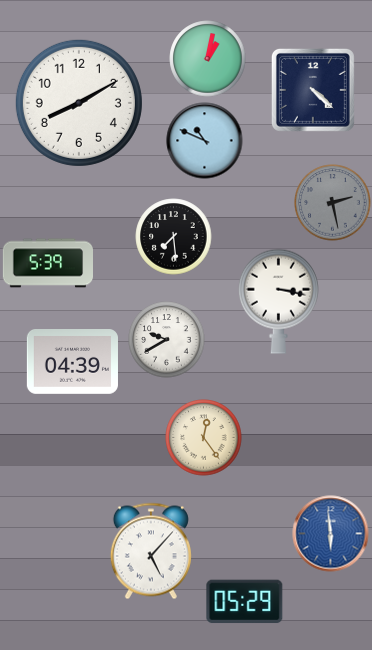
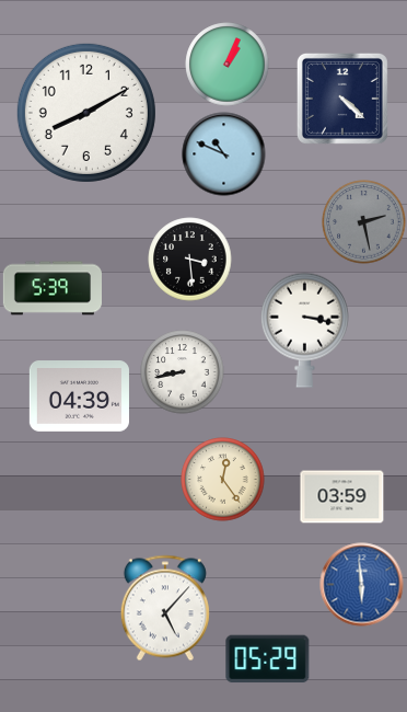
clock at (208, 59): 1:02 -> 1:04
clock at (174, 237): 7:29 -> 3:29
clock at (167, 340): 9:40 -> 8:43
clock at (342, 497): none -> 03:59
clock at (151, 551) position: (151, 551) -> (165, 608)
